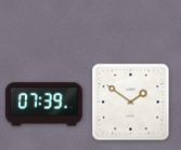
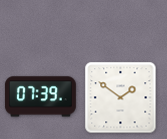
clock at (131, 103) position: (131, 103) -> (121, 98)
